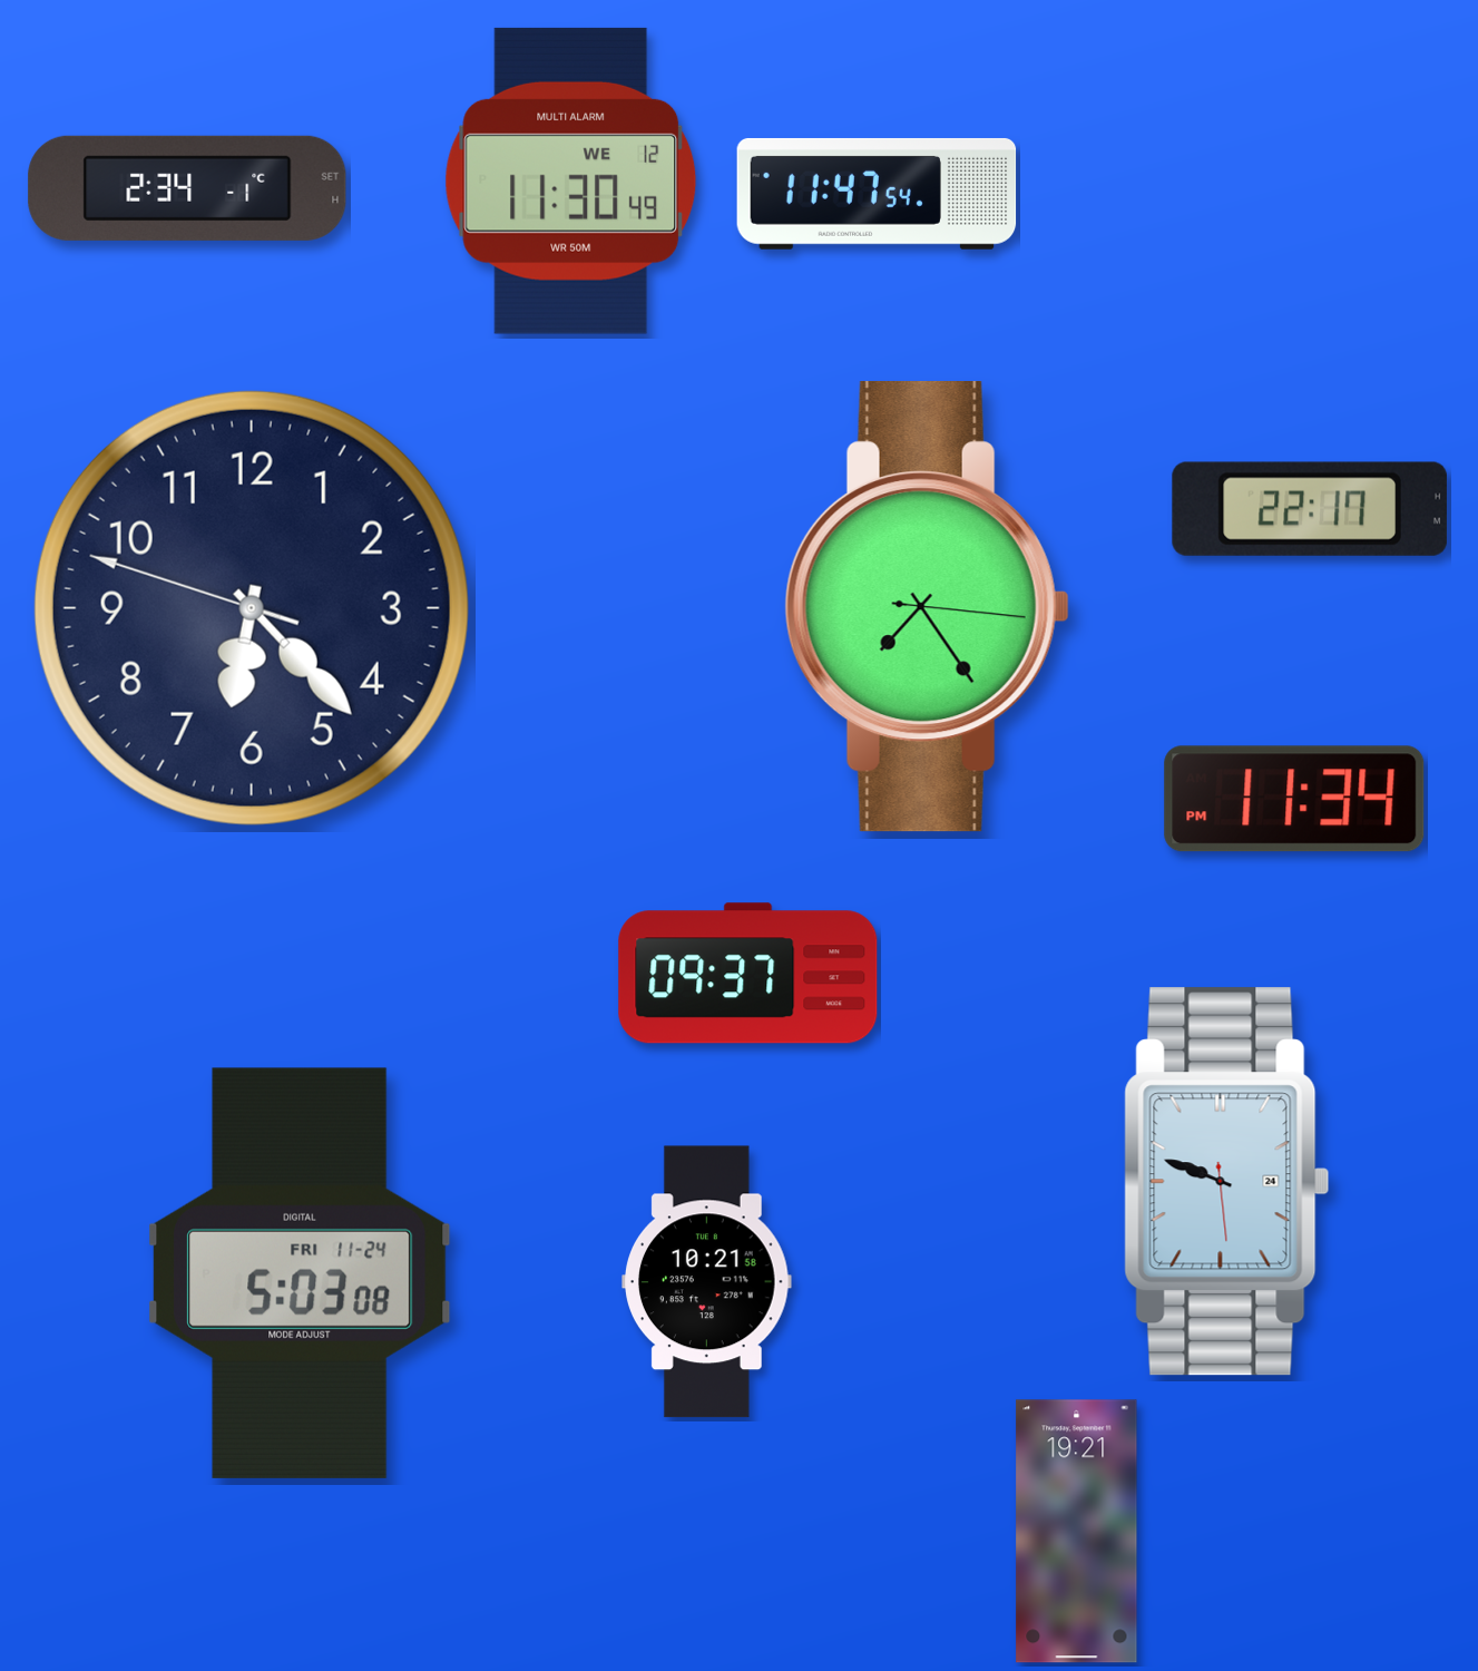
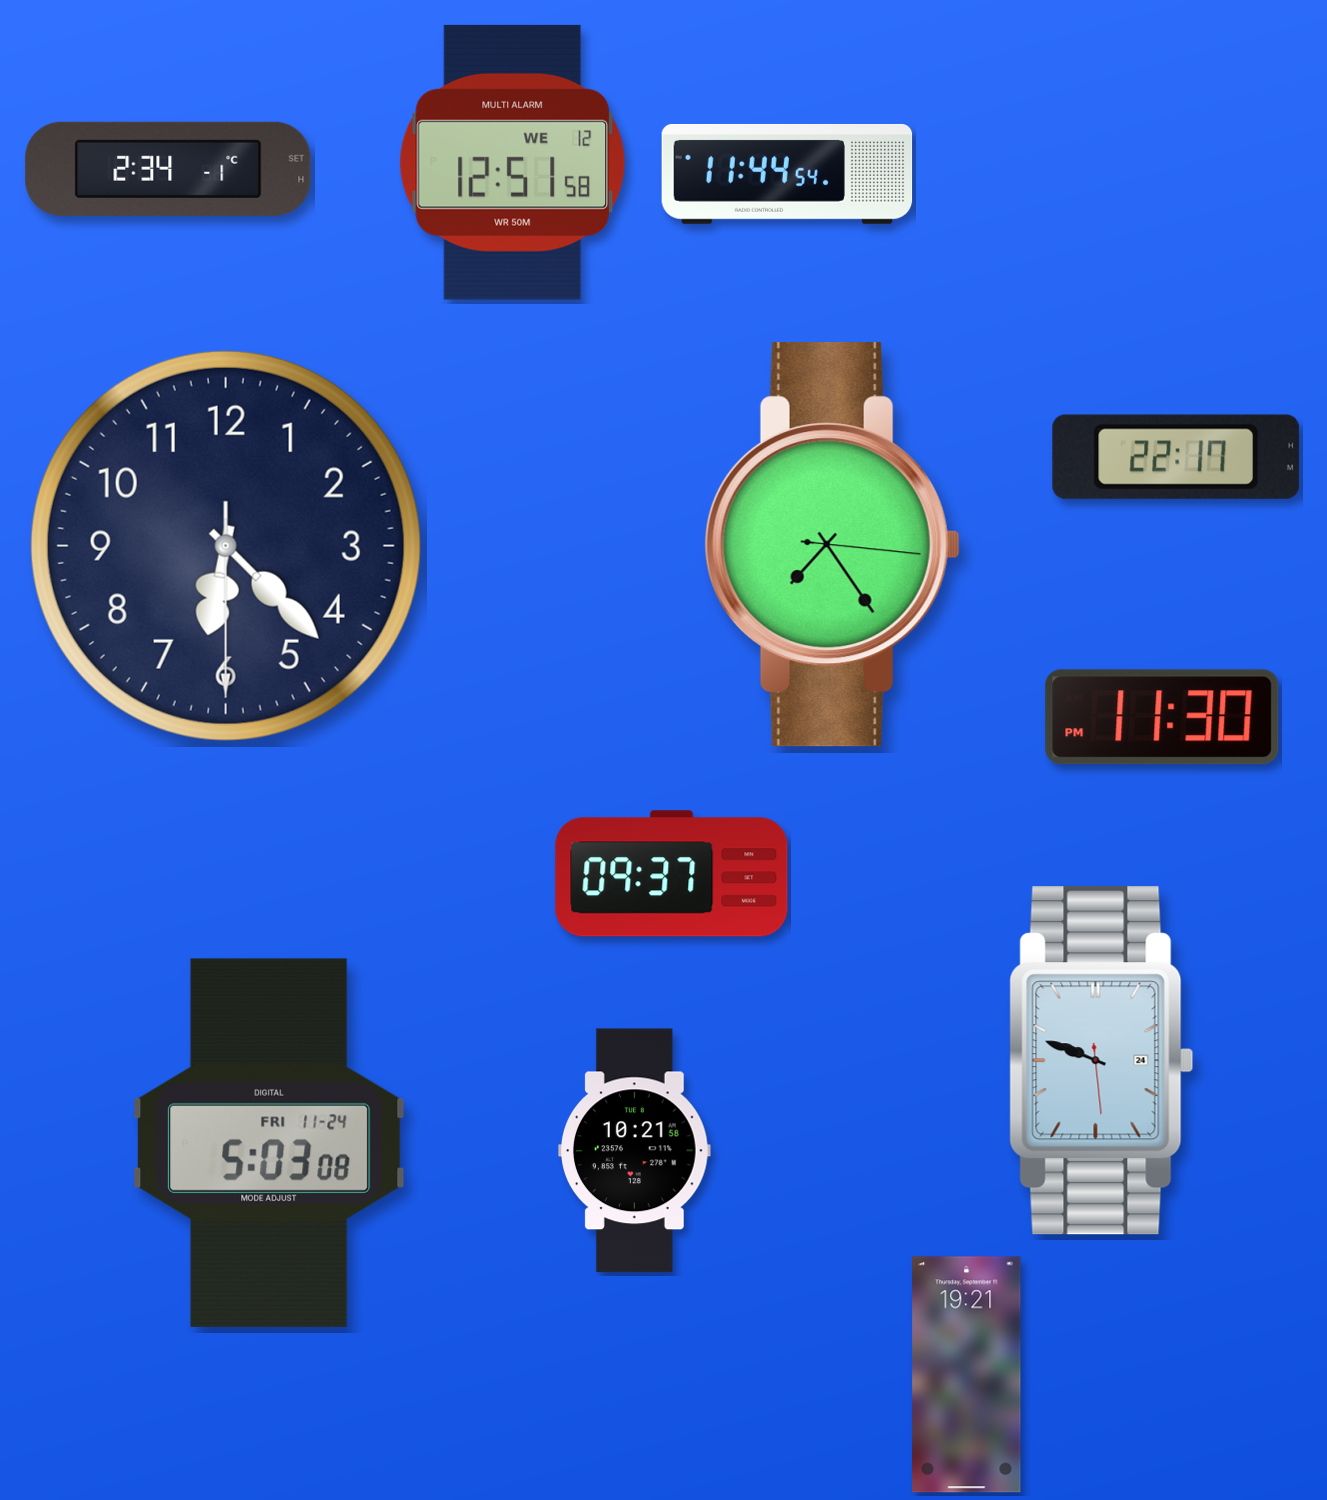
clock at (571, 180): 11:30 -> 12:51
clock at (877, 194): 11:47 -> 11:44
clock at (252, 608): 6:22:48 -> 6:22:30
clock at (1294, 799): 11:34 -> 11:30
